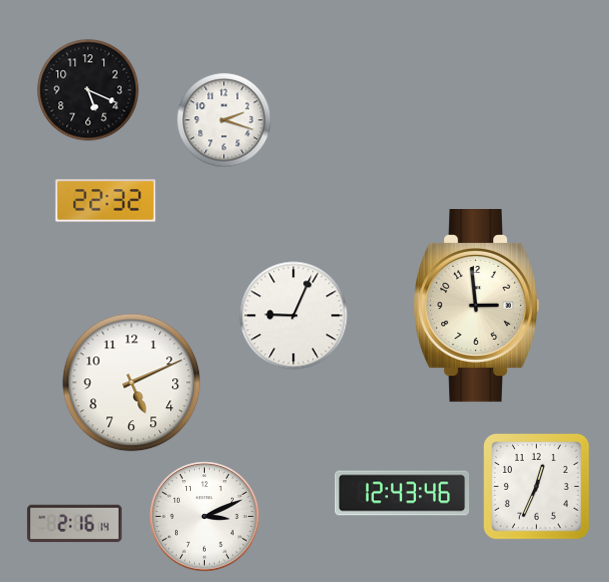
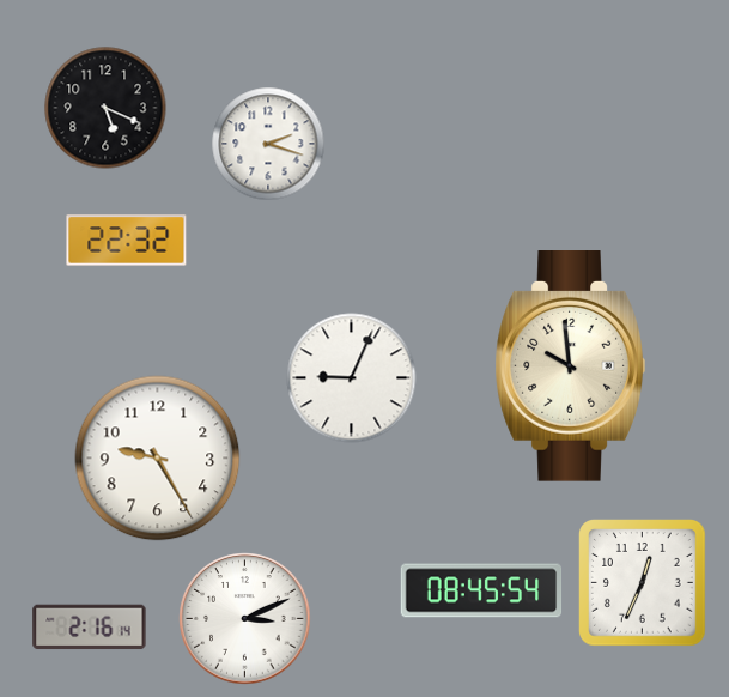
clock at (476, 306): 2:59 -> 9:59
clock at (132, 383): 5:11 -> 9:25
clock at (402, 493): 12:43 -> 08:45
